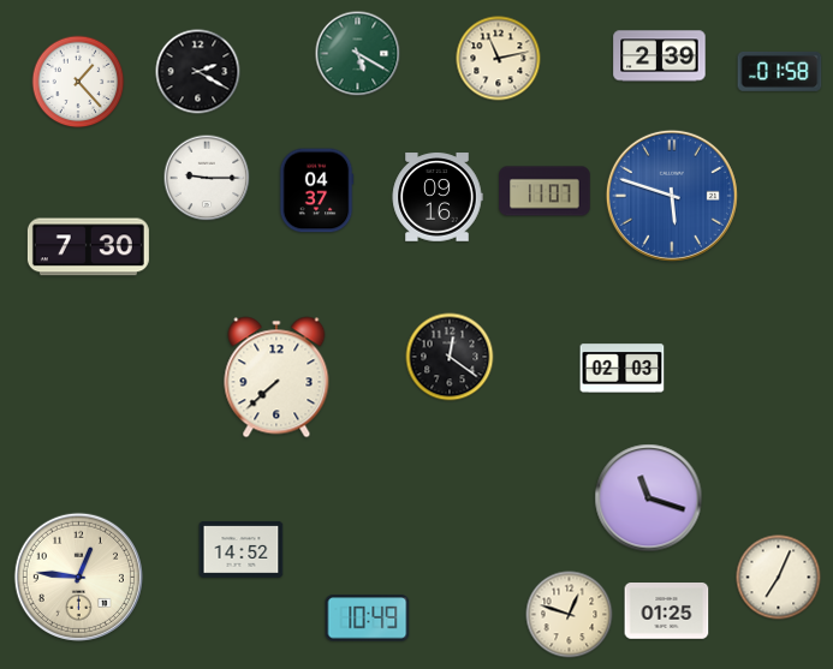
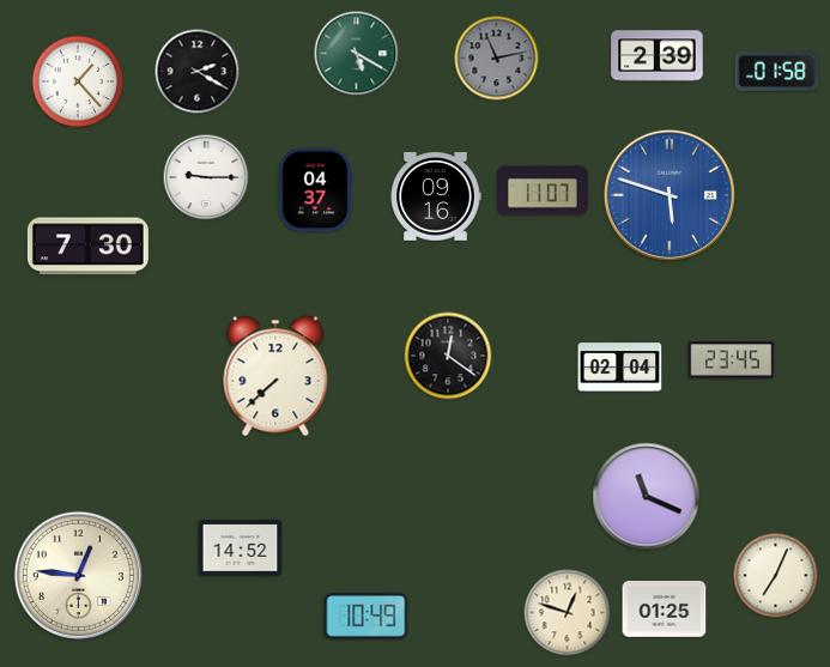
clock at (499, 59) dial: cream -> grey
clock at (732, 360): none -> 23:45
clock at (623, 369): 02:03 -> 02:04
clock at (649, 498): 11:18 -> 11:19
